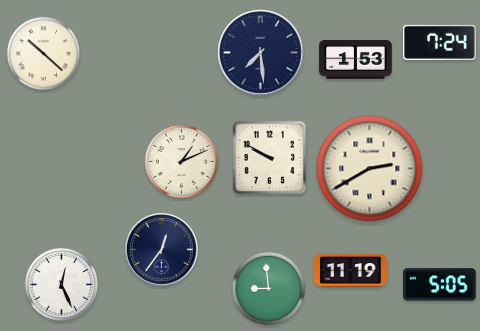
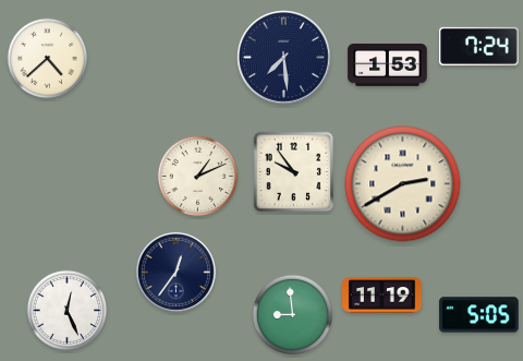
clock at (44, 54): 10:22 -> 4:38
clock at (270, 158): 9:50 -> 9:54
clock at (440, 285) position: (440, 285) -> (479, 315)
